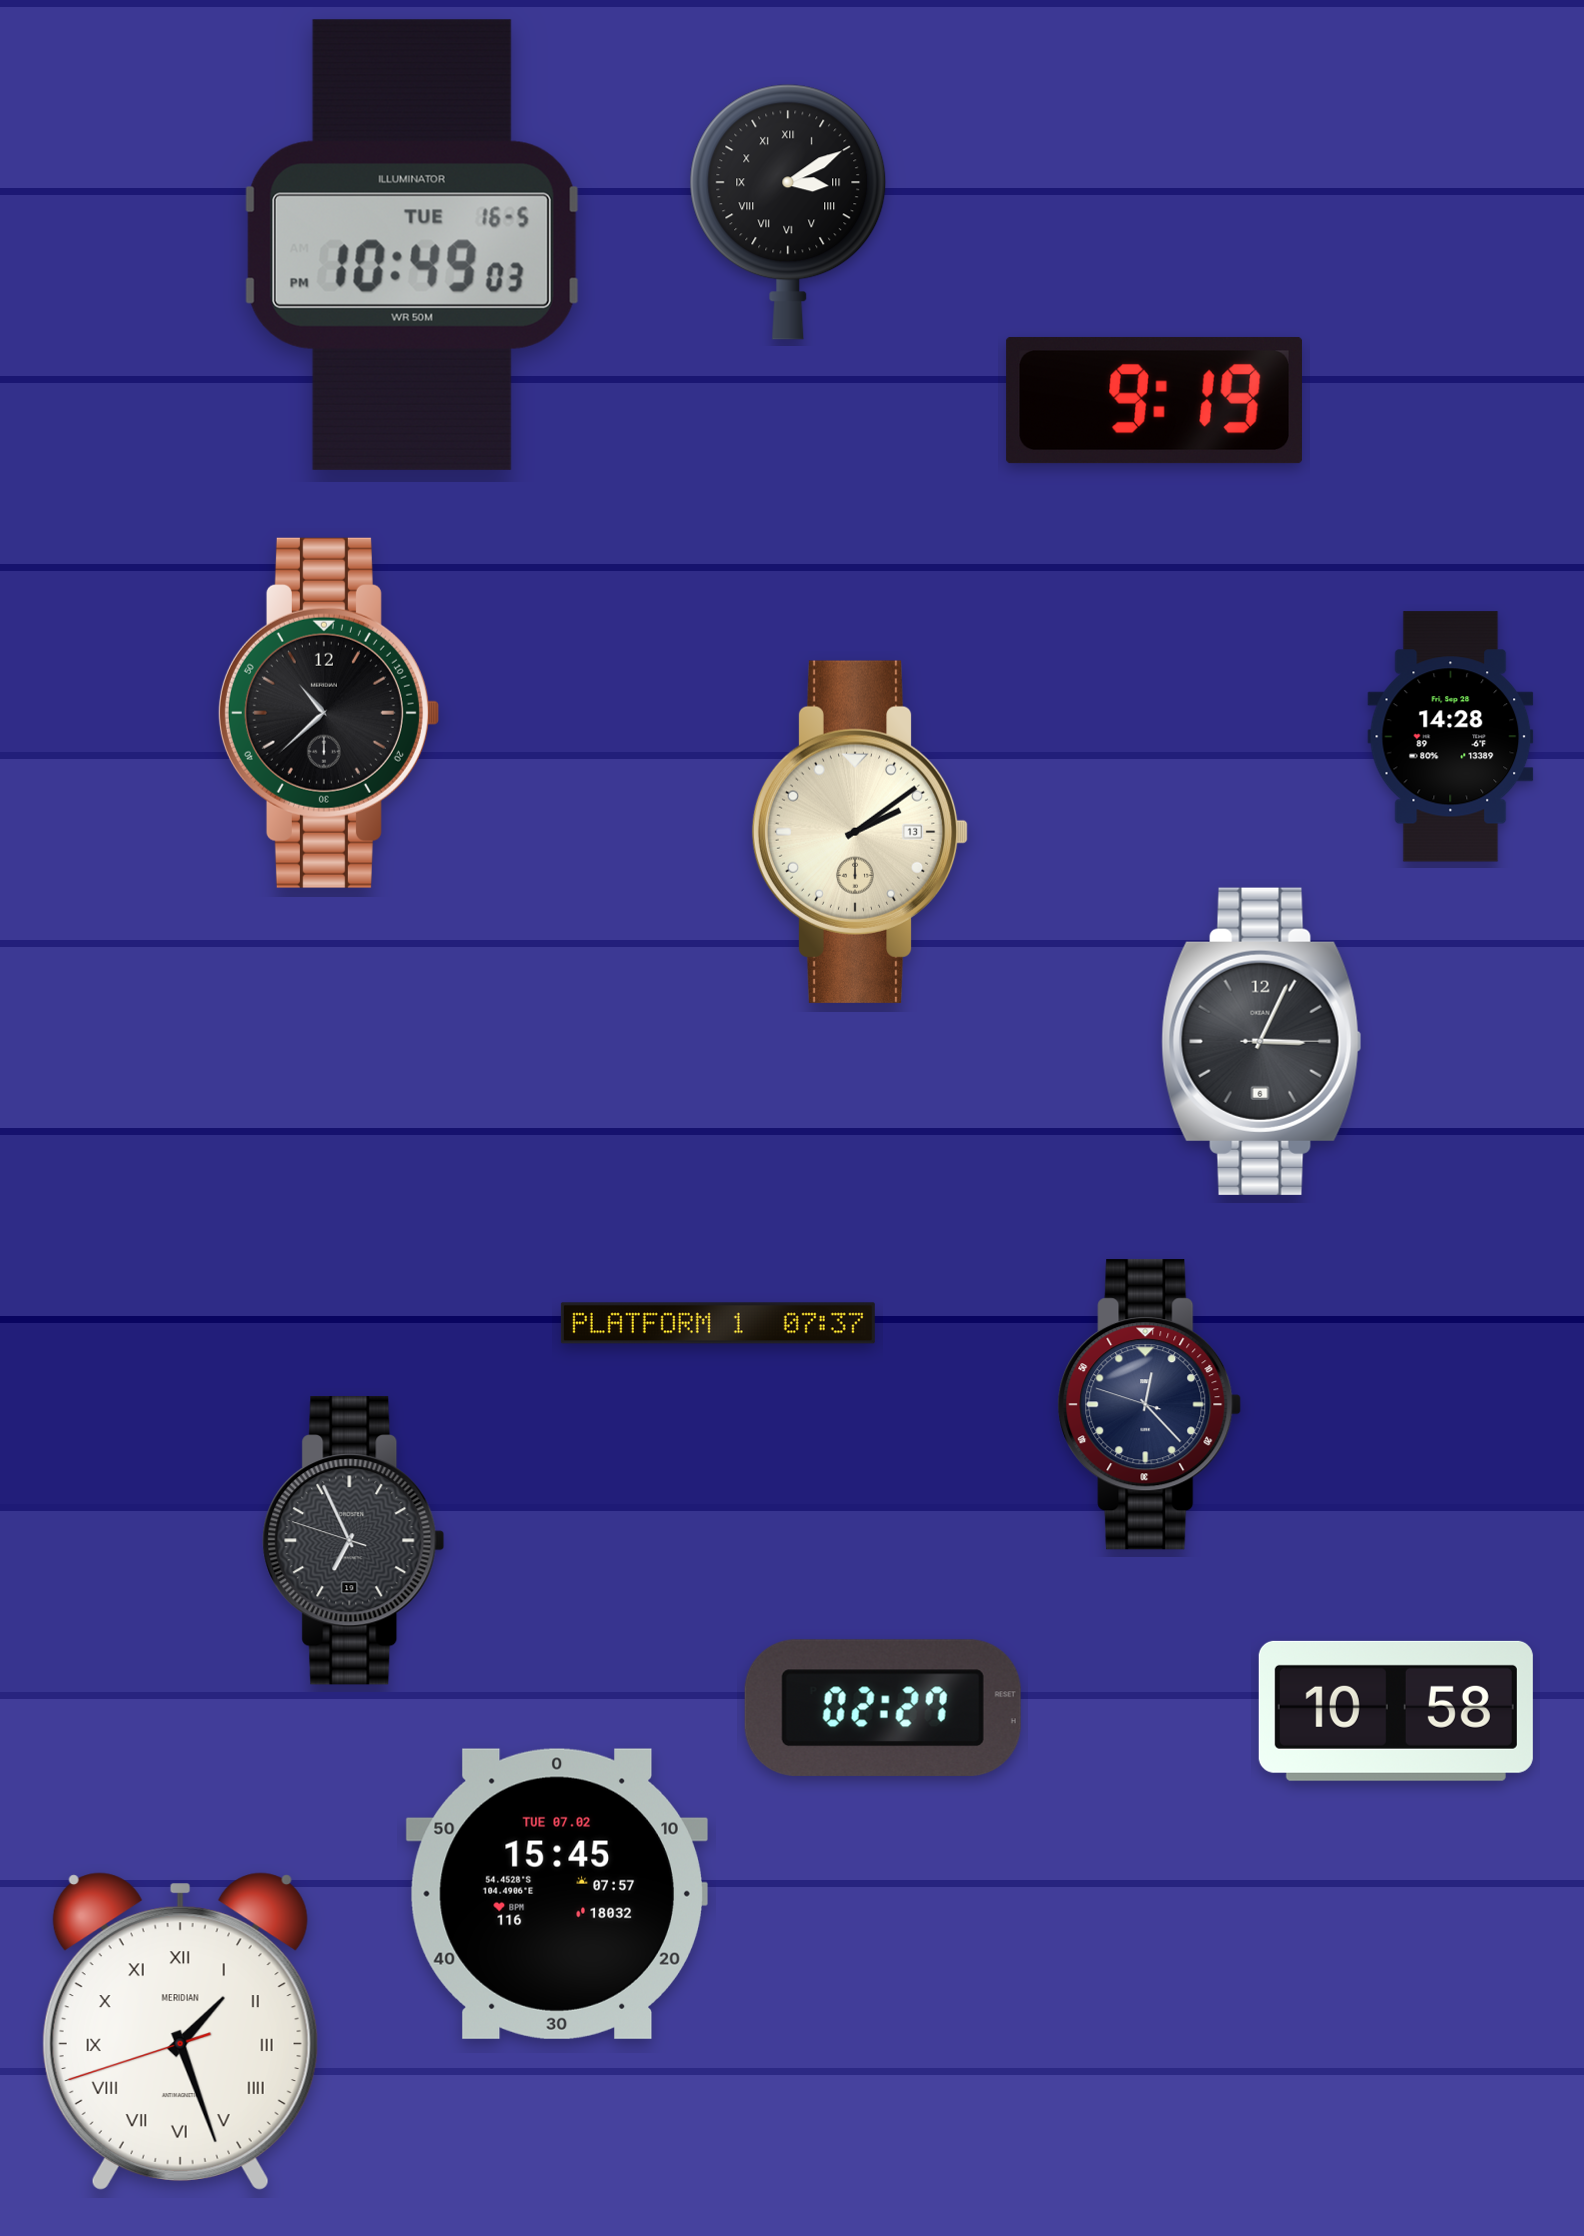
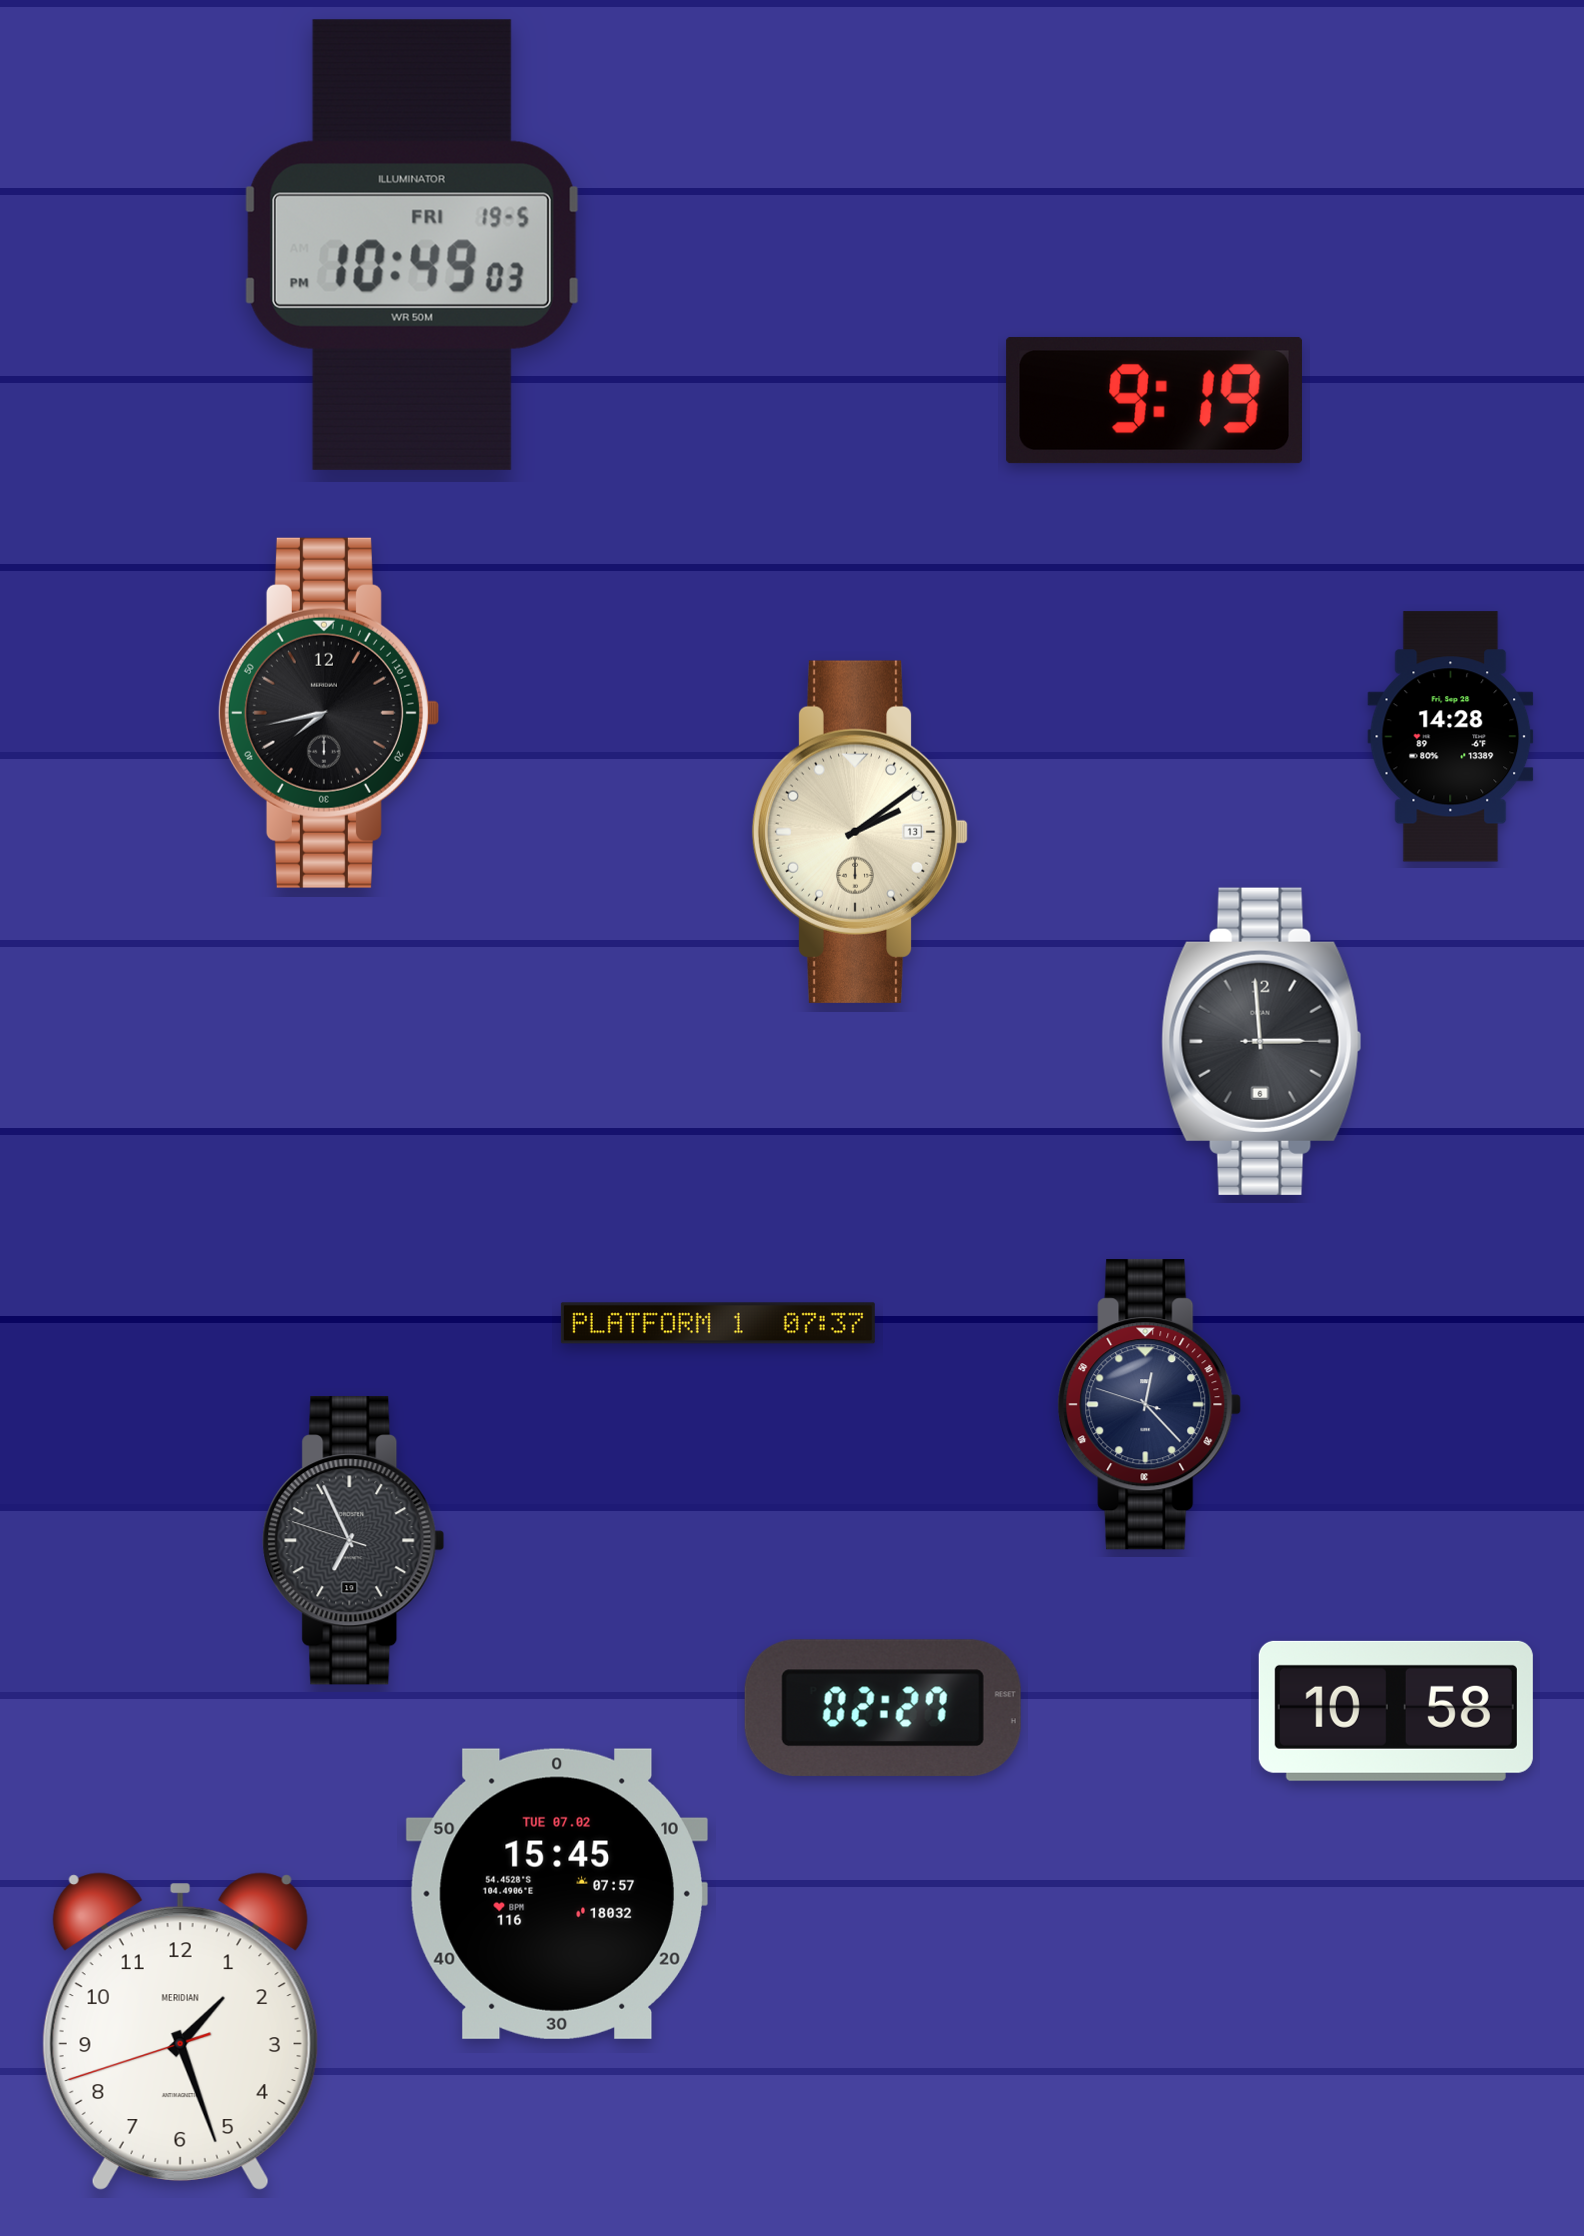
clock at (788, 212): 3:10 -> none
clock at (412, 245) date: TUE 16-5 -> FRI 19-5
clock at (328, 713): 10:38 -> 7:43
clock at (1262, 1041): 3:04 -> 2:59
clock at (180, 2031) numerals: Roman -> Arabic
